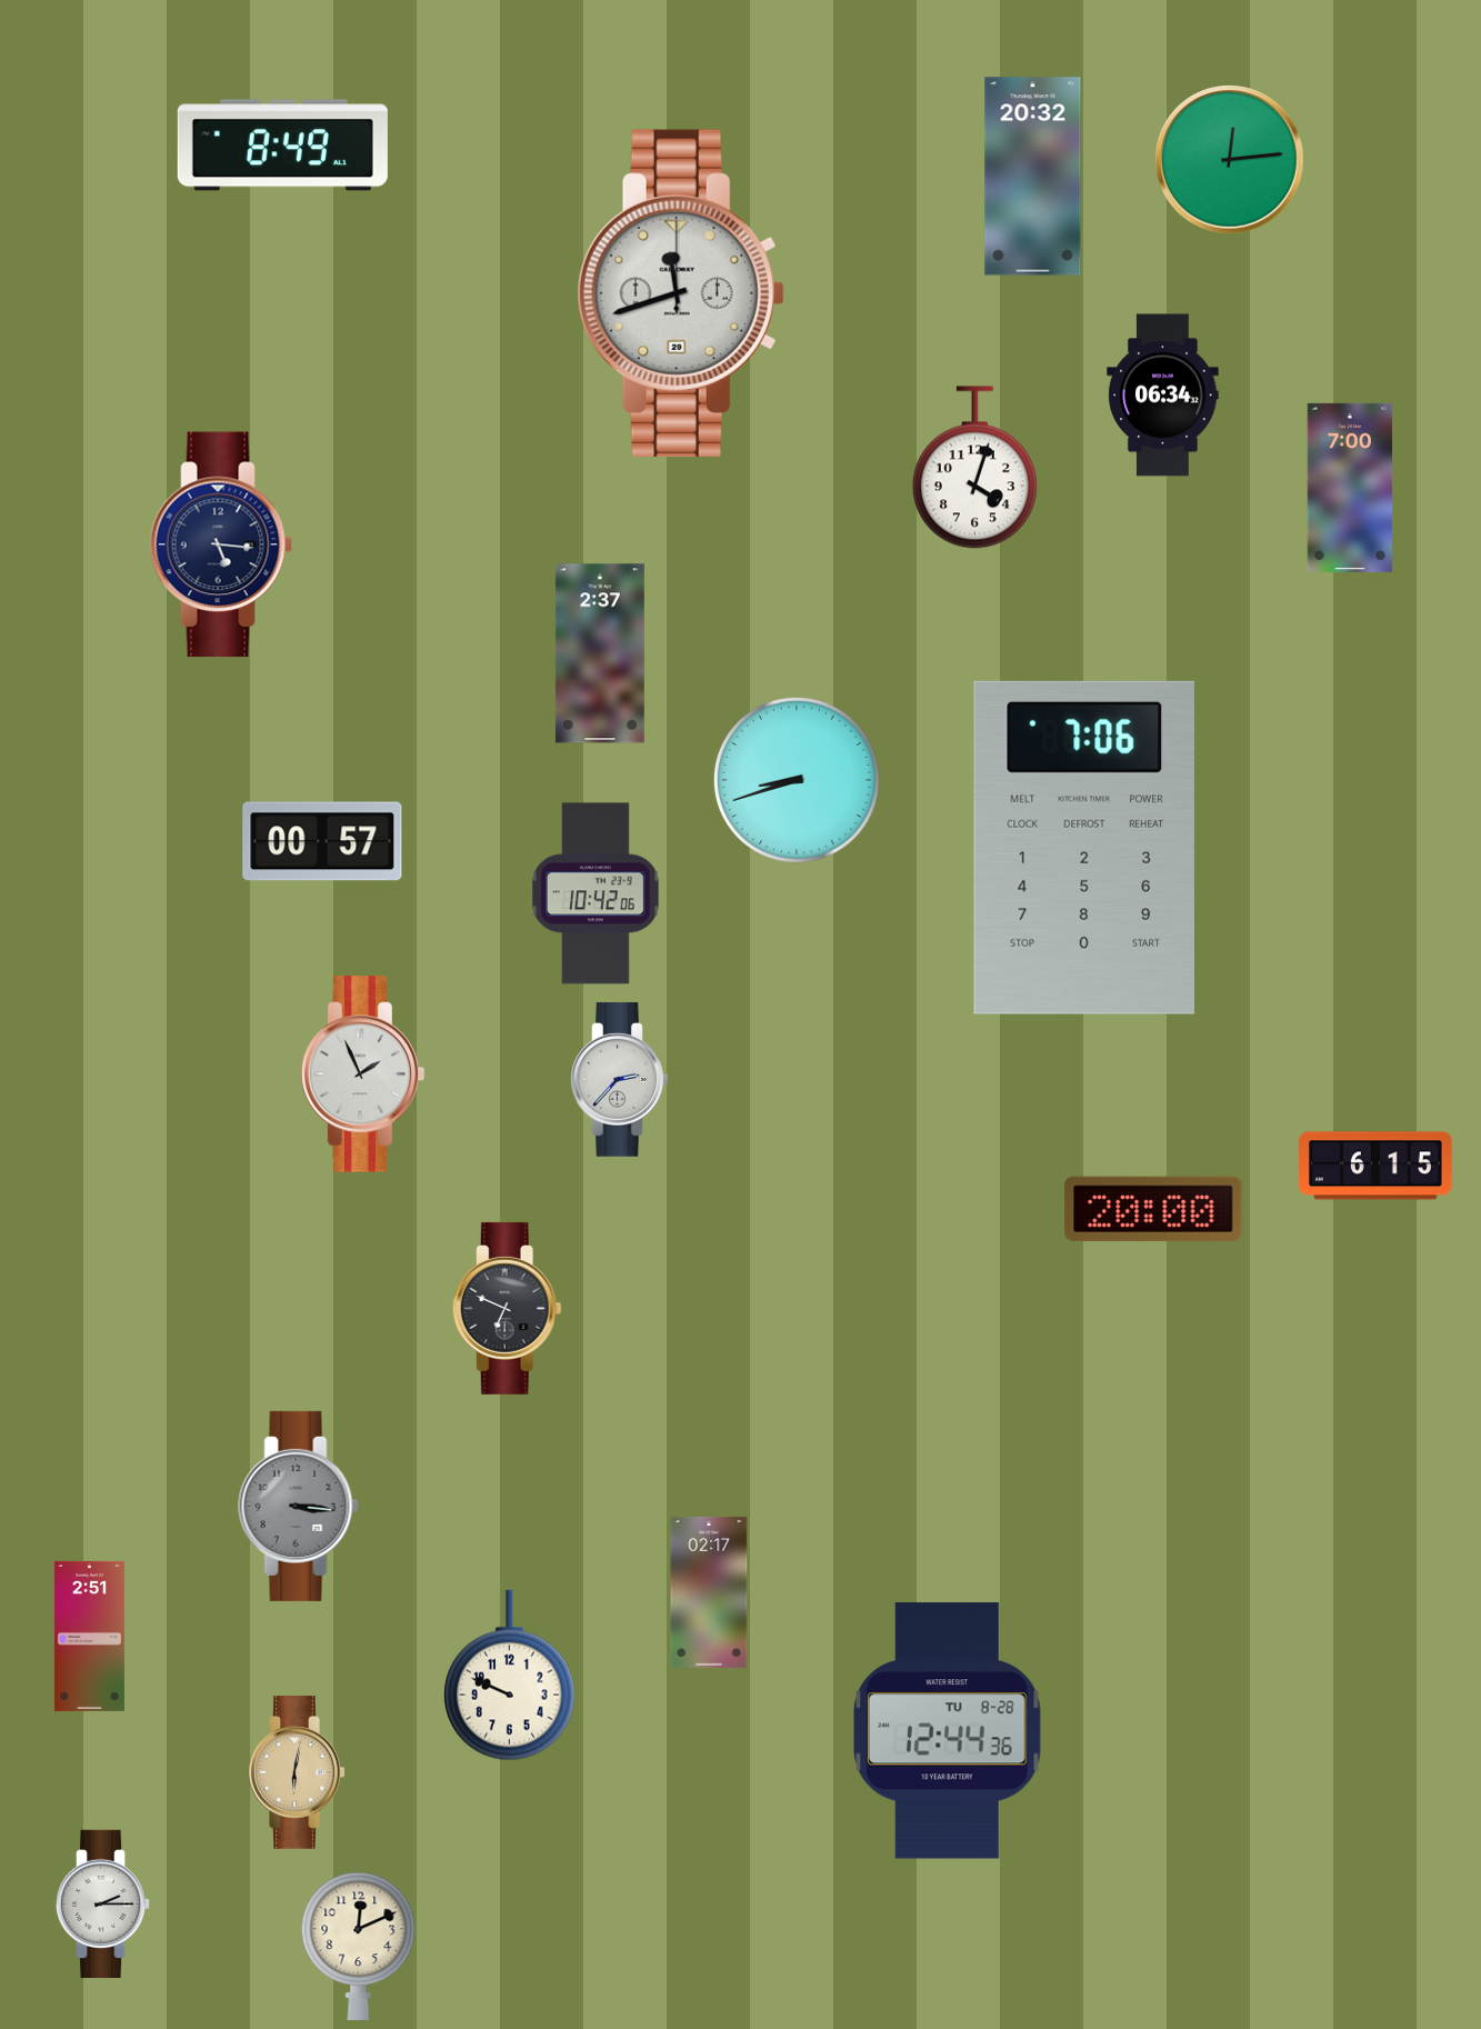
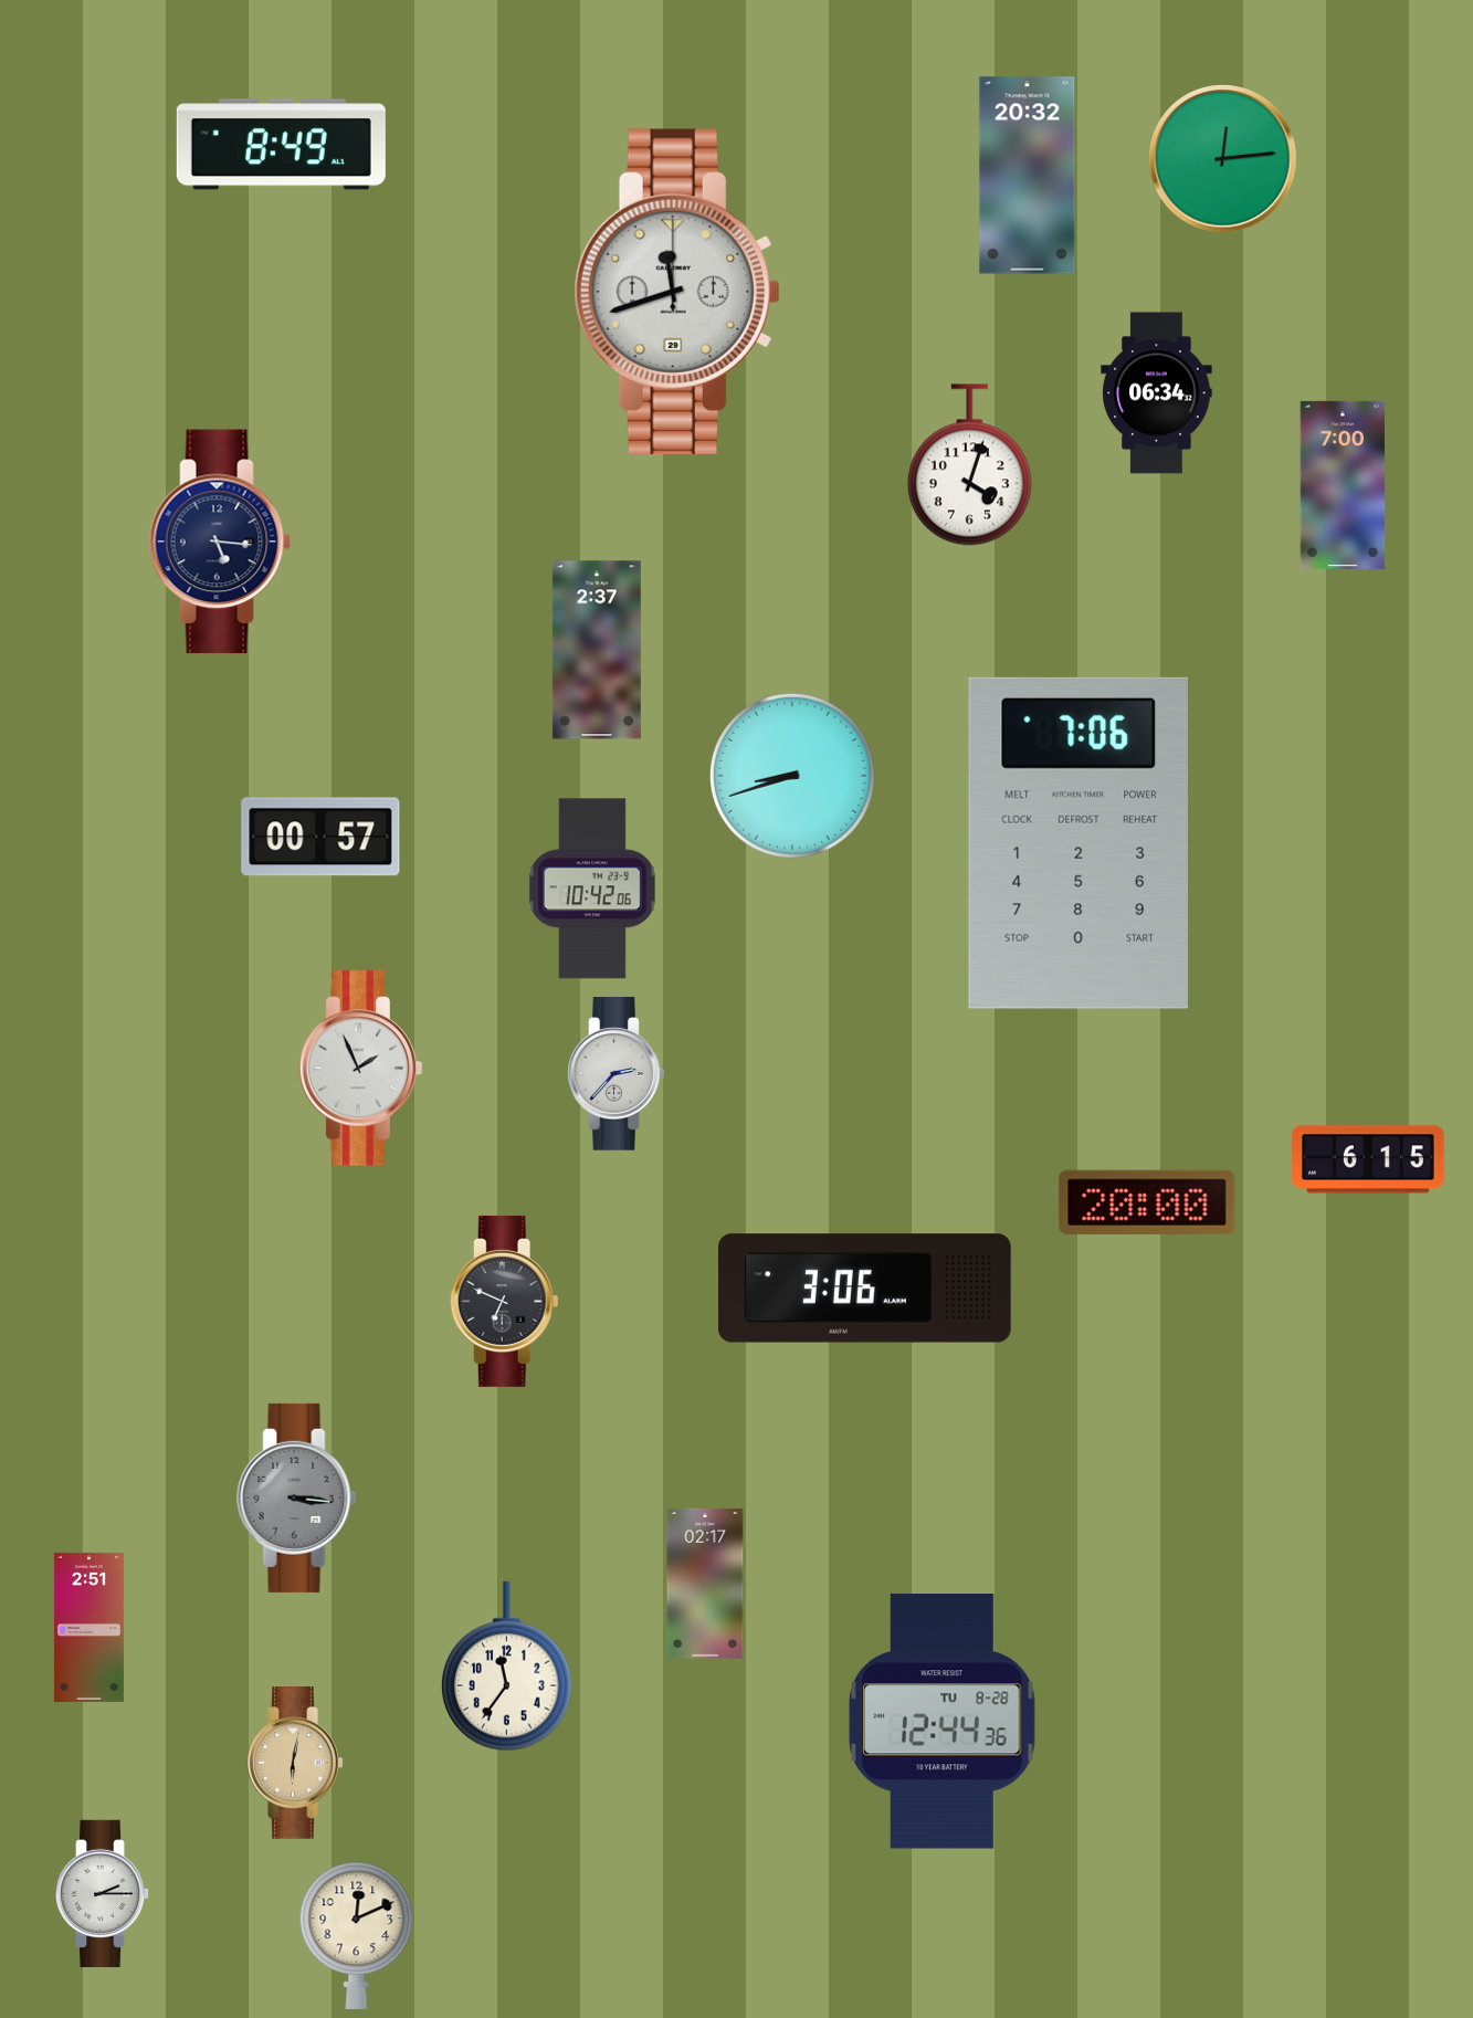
clock at (865, 1289): none -> 3:06
clock at (510, 1676): 9:49 -> 11:36
